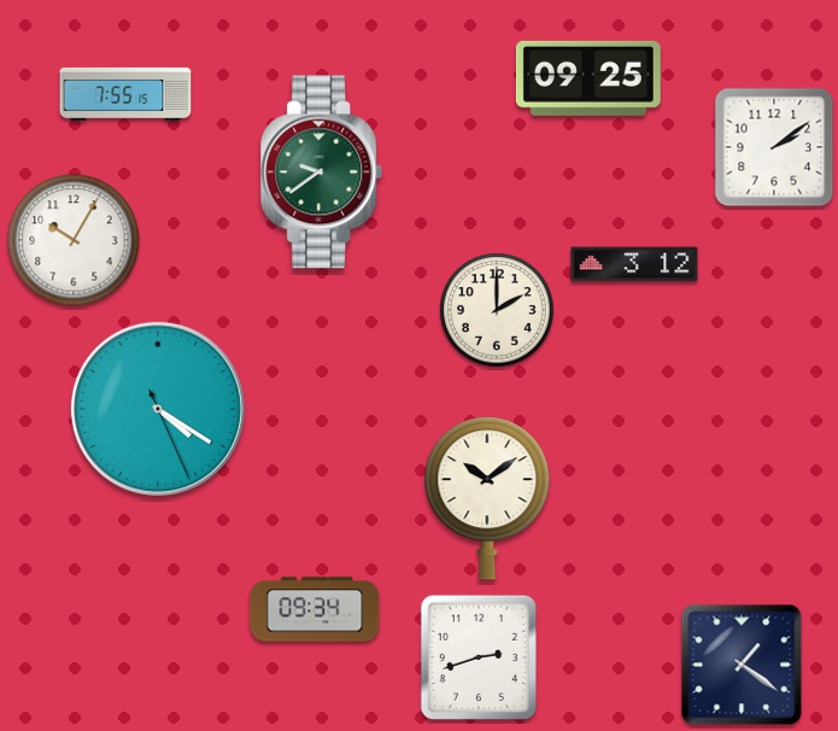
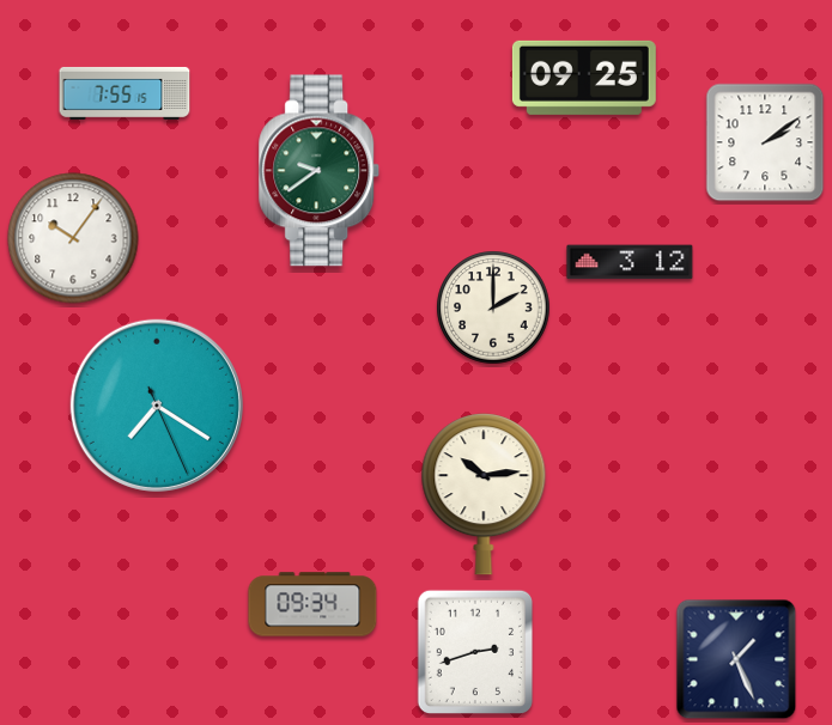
clock at (774, 147) position: (774, 147) -> (765, 142)
clock at (74, 240): 10:05 -> 10:06
clock at (158, 409): 4:20 -> 7:20
clock at (487, 498): 10:09 -> 10:14
clock at (742, 665): 1:21 -> 1:26
